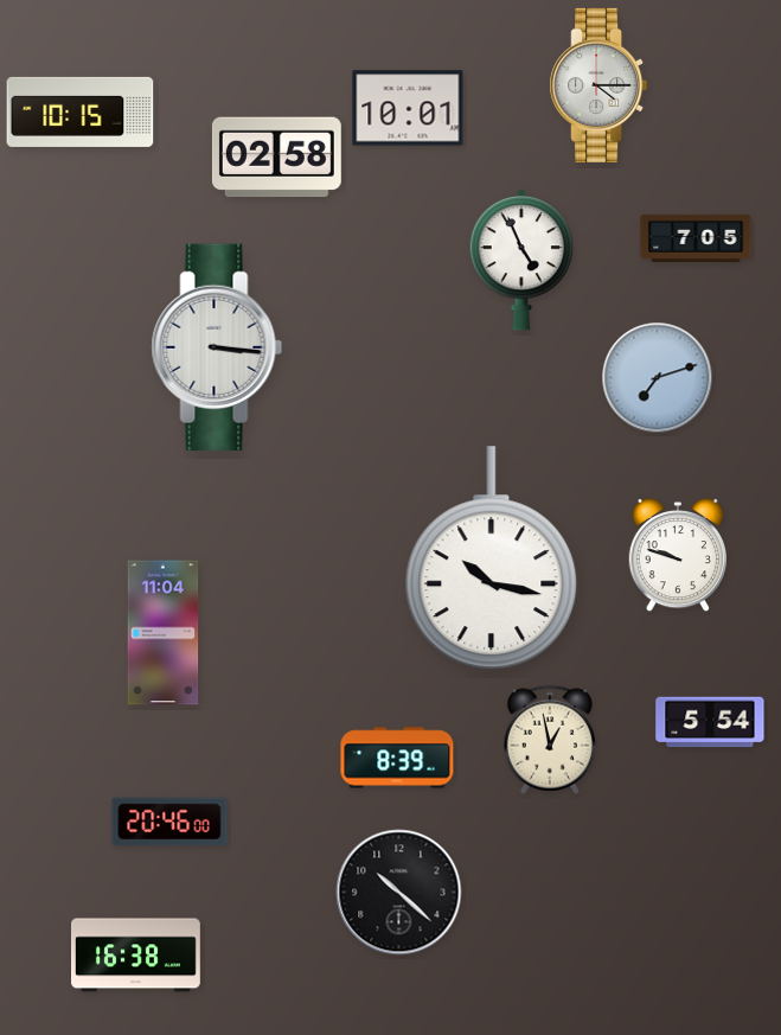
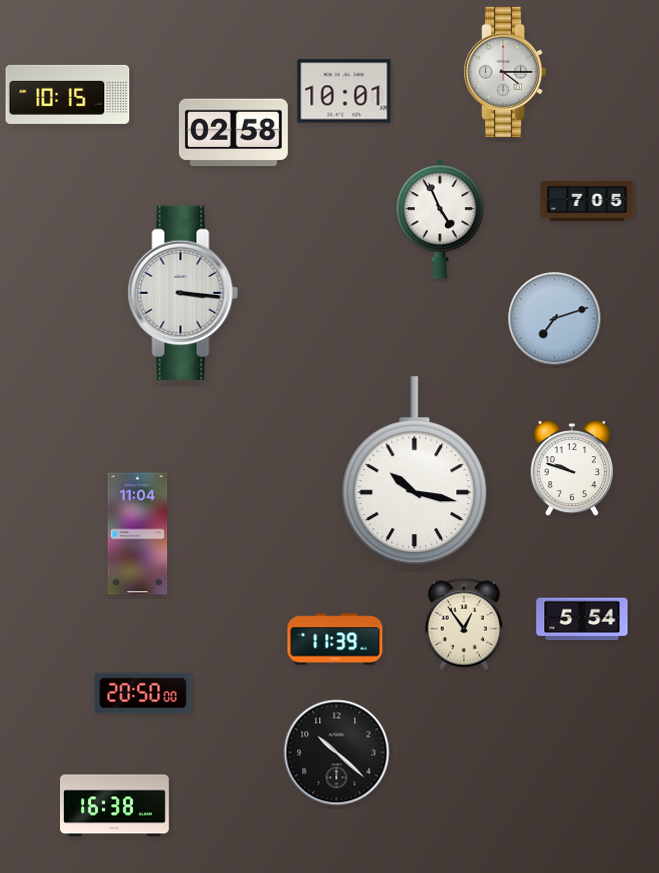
clock at (710, 722) position: (710, 722) -> (582, 619)
clock at (549, 740): 12:58 -> 12:54
clock at (397, 758): 8:39 -> 11:39
clock at (169, 822): 20:46 -> 20:50
